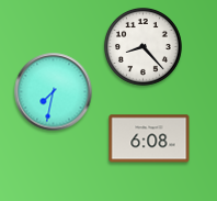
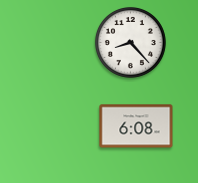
clock at (54, 92): 7:32 -> none
